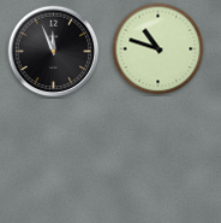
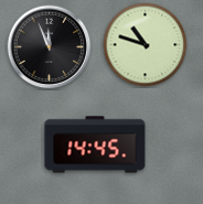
clock at (95, 144): none -> 14:45
